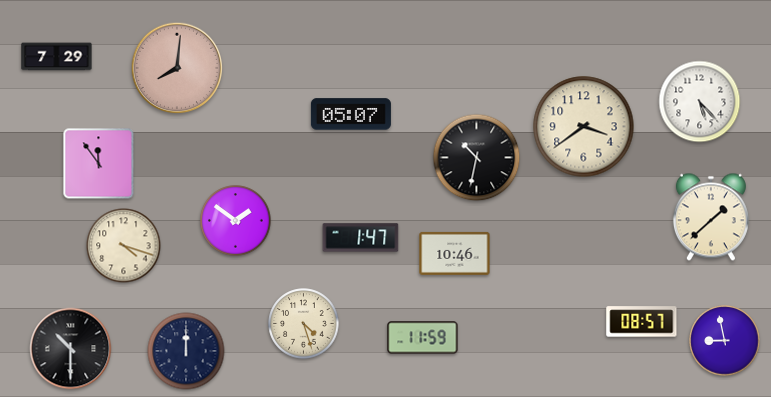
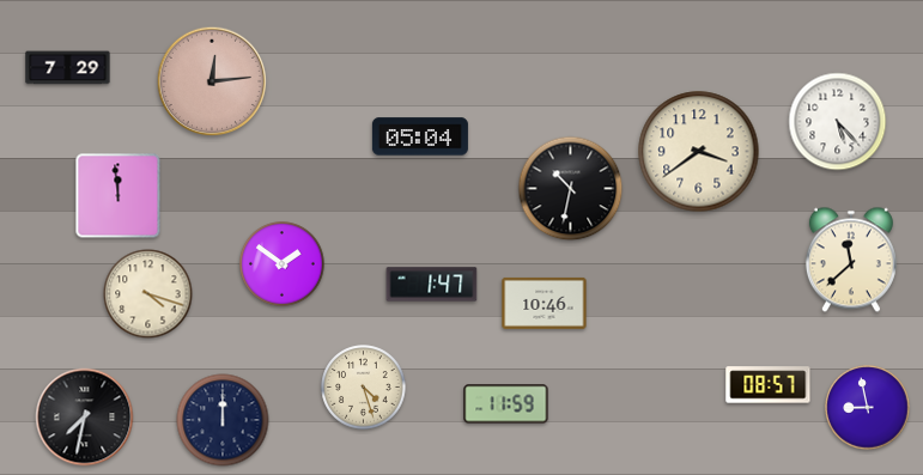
clock at (177, 68): 8:01 -> 12:14
clock at (351, 114): 05:07 -> 05:04
clock at (99, 164): 11:54 -> 11:59
clock at (711, 217): 1:38 -> 11:38
clock at (71, 349): 10:30 -> 7:32
